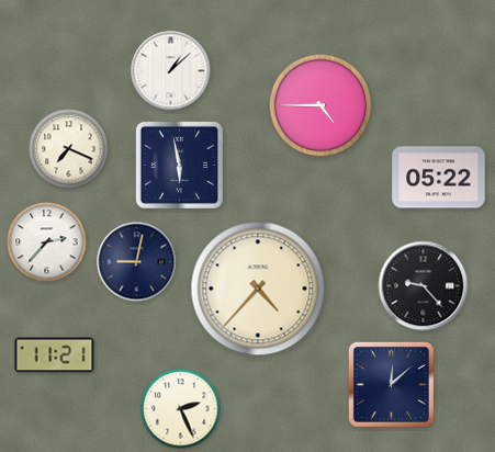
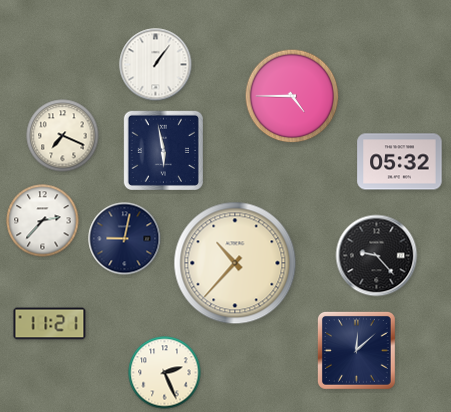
clock at (171, 71): 1:08 -> 1:06
clock at (439, 178): 05:22 -> 05:32
clock at (424, 286) position: (424, 286) -> (377, 256)
clock at (258, 289): 4:37 -> 10:37
